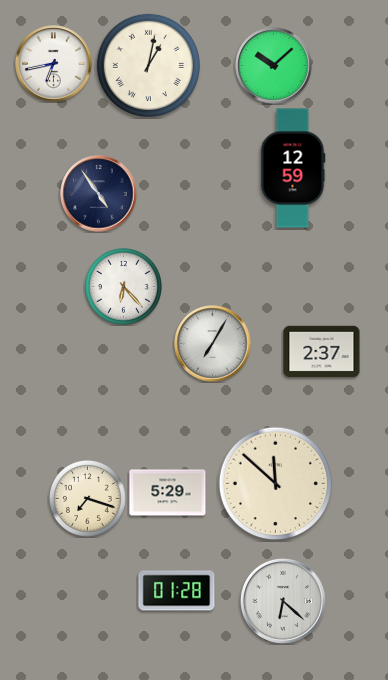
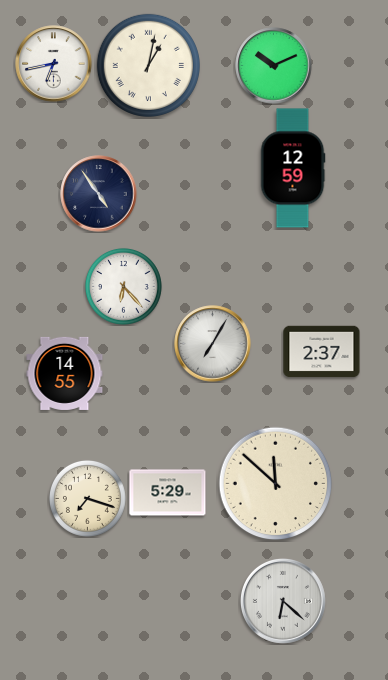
clock at (274, 66): 10:08 -> 10:11
clock at (65, 373): none -> 14:55
clock at (177, 591): 01:28 -> none
